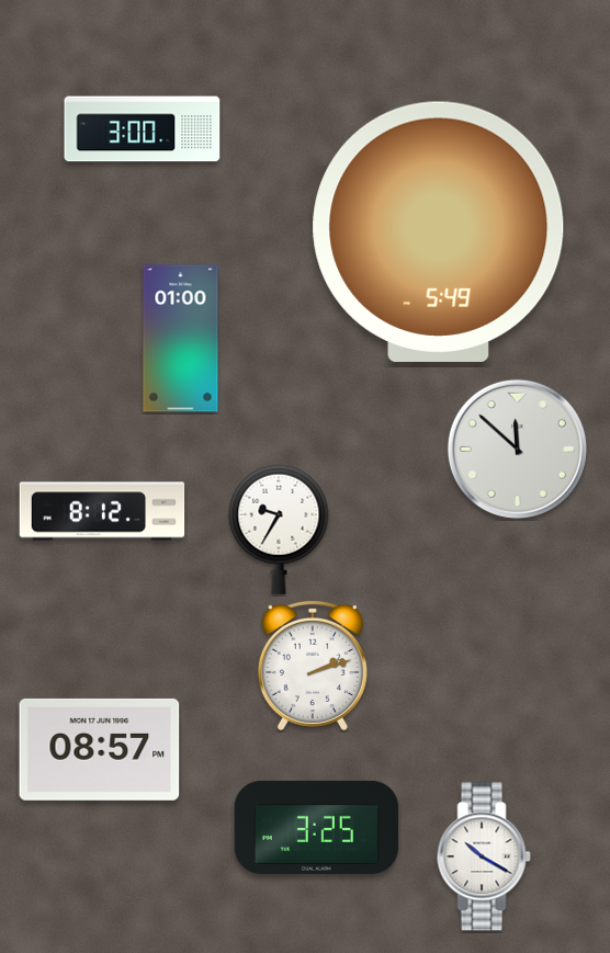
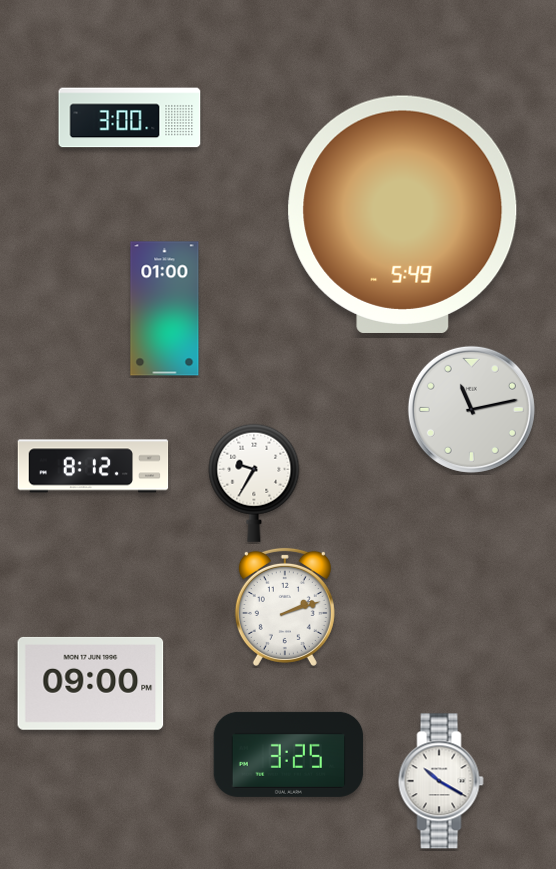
clock at (439, 231) position: (439, 231) -> (403, 214)
clock at (517, 449): 11:52 -> 11:13
clock at (100, 749): 08:57 -> 09:00
